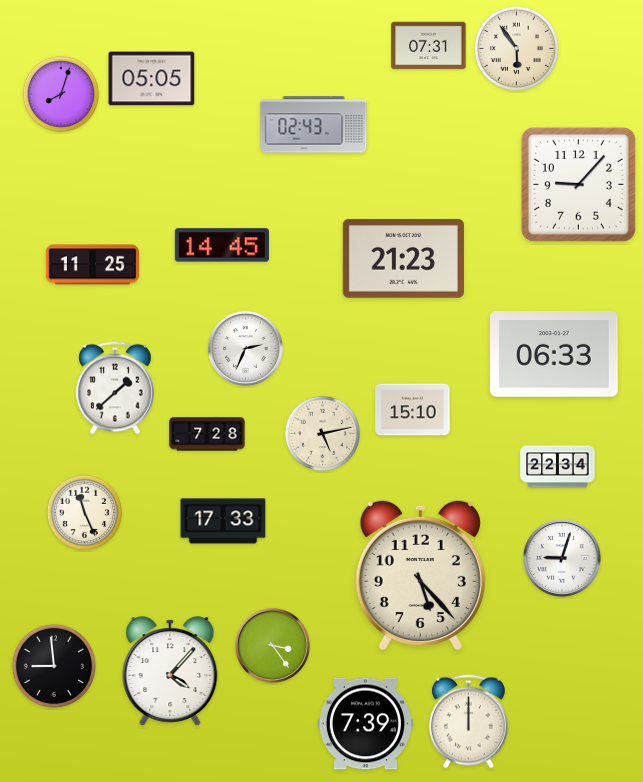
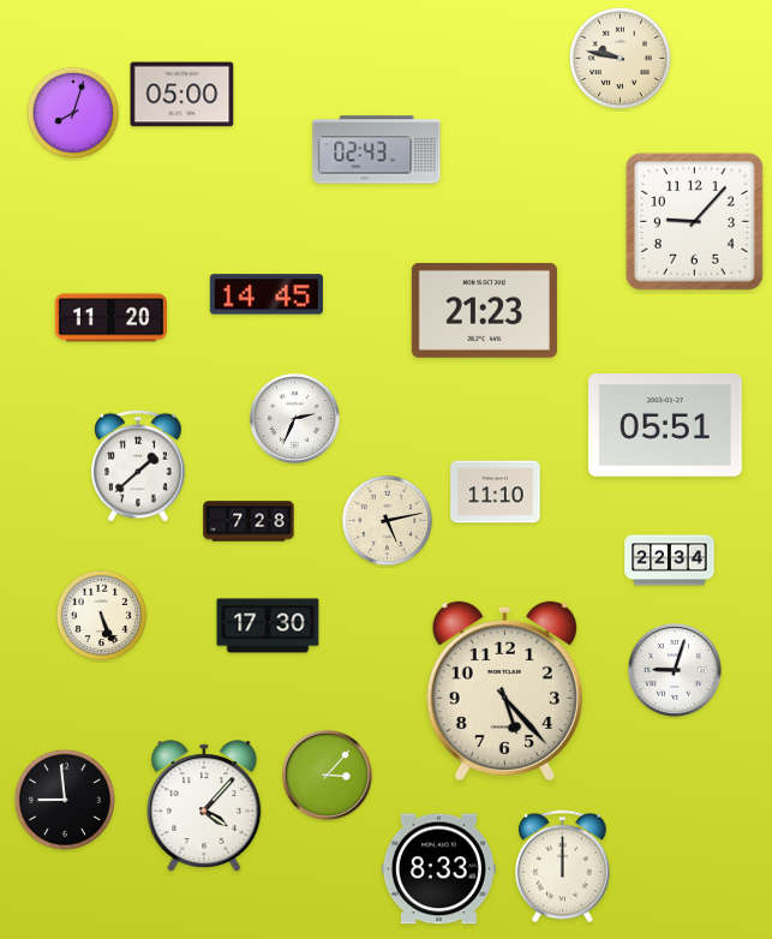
clock at (429, 46): 07:31 -> none
clock at (516, 48): 5:54 -> 9:47
clock at (152, 79): 05:05 -> 05:00
clock at (93, 265): 11:25 -> 11:20
clock at (554, 354): 06:33 -> 05:51
clock at (413, 410): 15:10 -> 11:10
clock at (85, 513): 11:26 -> 5:26
clock at (223, 521): 17:33 -> 17:30
clock at (272, 645): 3:24 -> 3:07
clock at (365, 724): 7:39 -> 8:33
